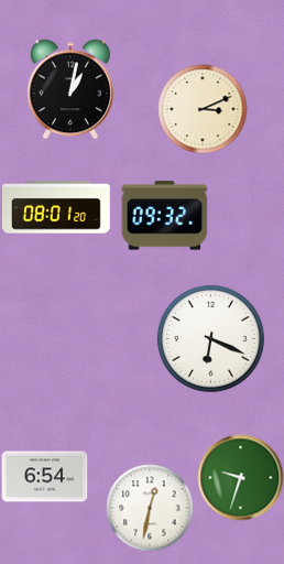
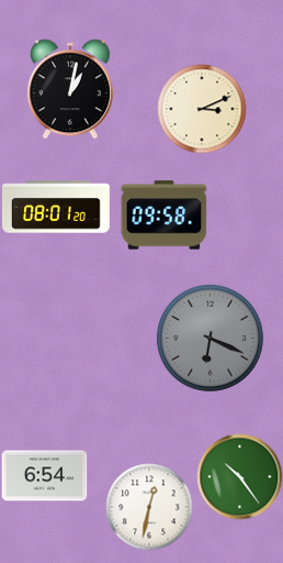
clock at (164, 216): 09:32 -> 09:58
clock at (210, 338) dial: white -> grey
clock at (240, 477): 9:33 -> 10:24
